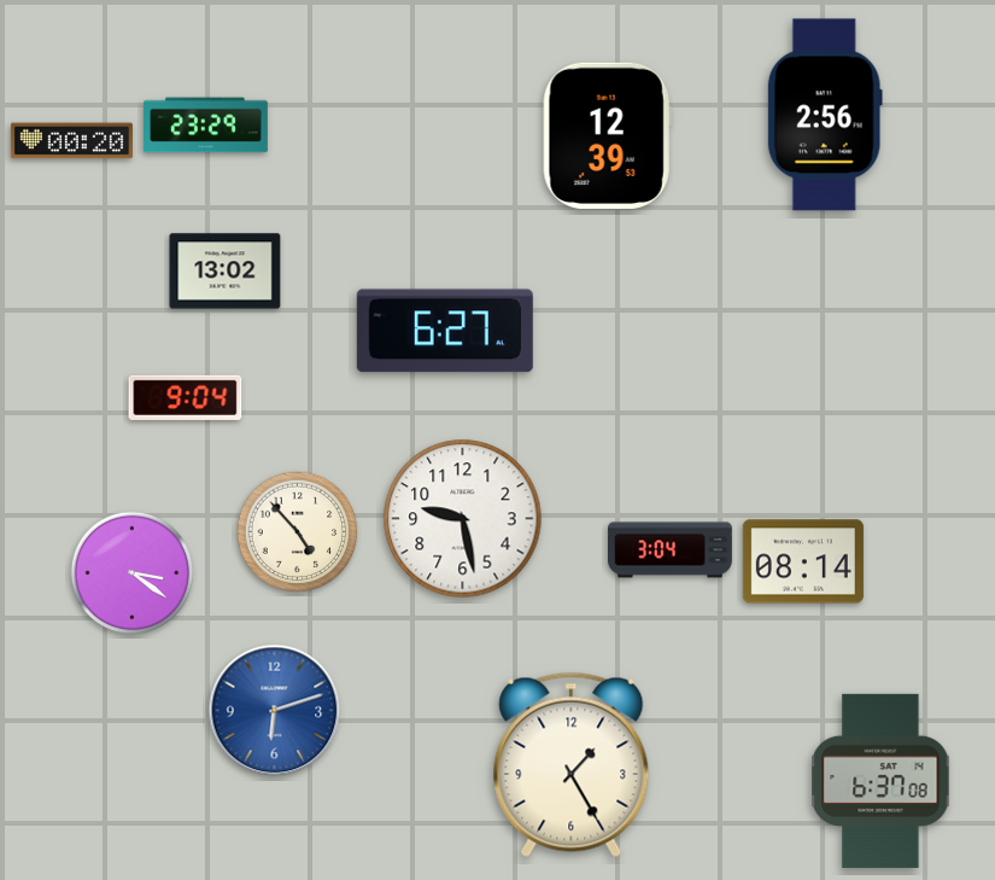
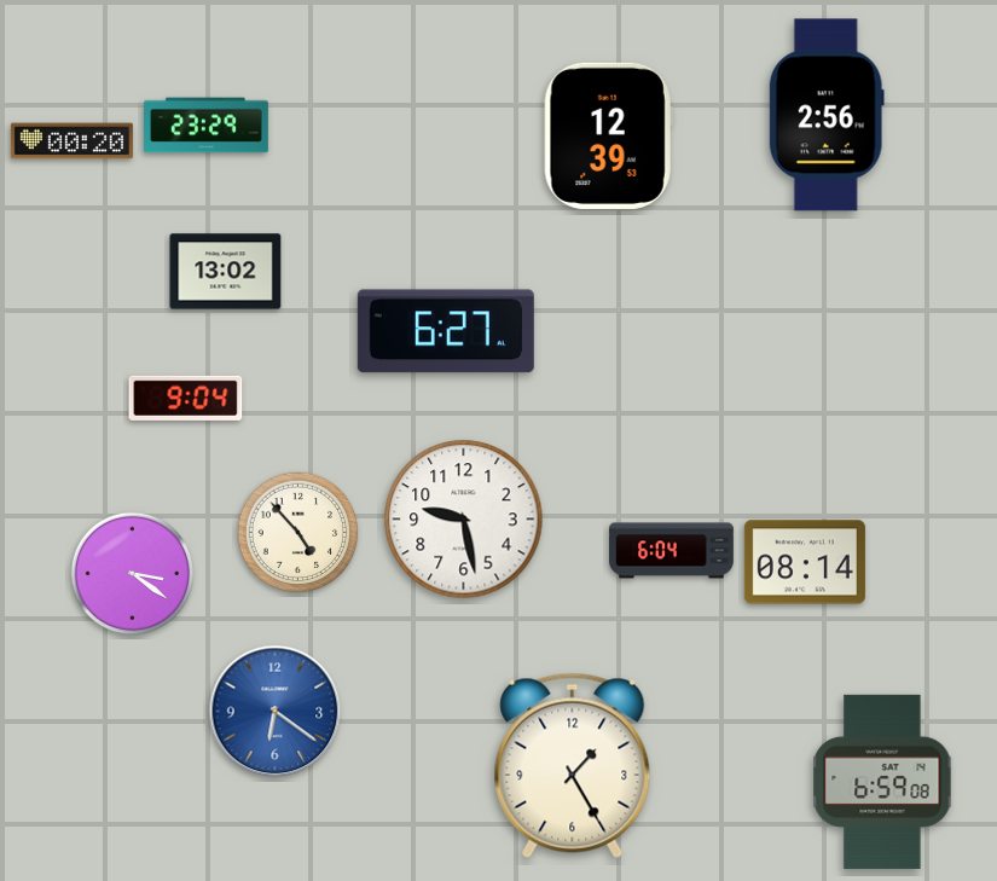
clock at (671, 550): 3:04 -> 6:04
clock at (275, 711): 6:12 -> 6:21
clock at (880, 781): 6:37 -> 6:59
